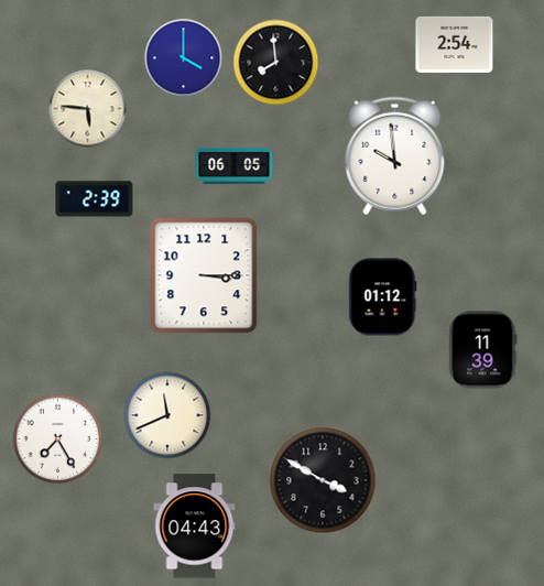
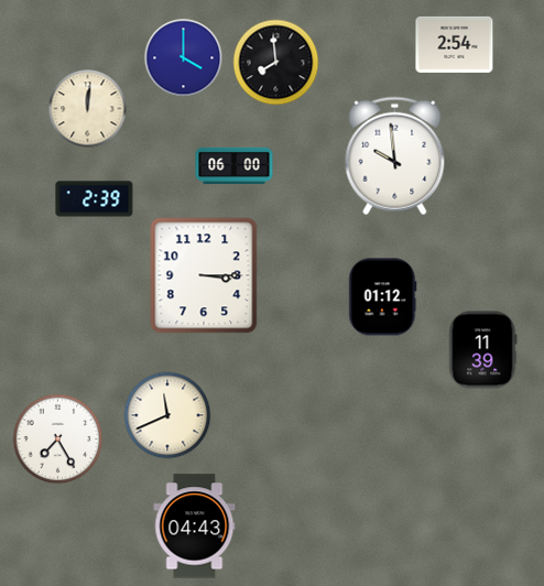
clock at (88, 109): 5:46 -> 12:01
clock at (235, 165): 06:05 -> 06:00
clock at (323, 480): 3:50 -> none
